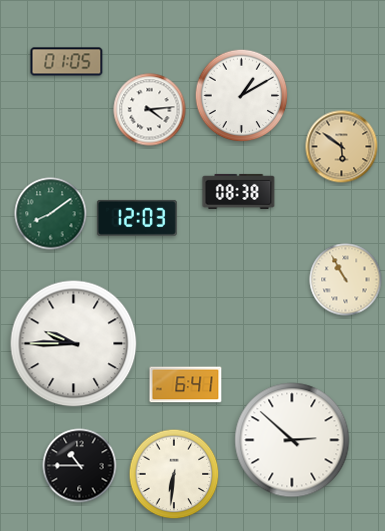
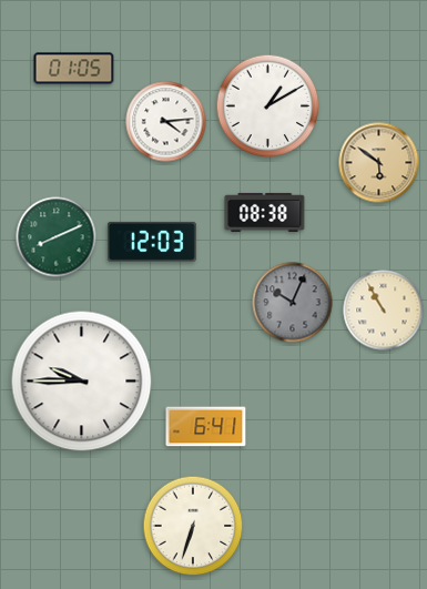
clock at (51, 214): 8:09 -> 8:11
clock at (293, 303): none -> 10:04
clock at (292, 440): 2:52 -> none
clock at (80, 466): 10:45 -> none
clock at (174, 474): 6:31 -> 6:33
